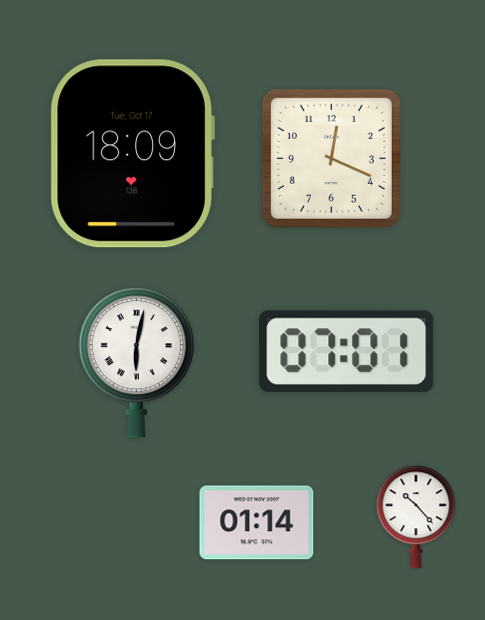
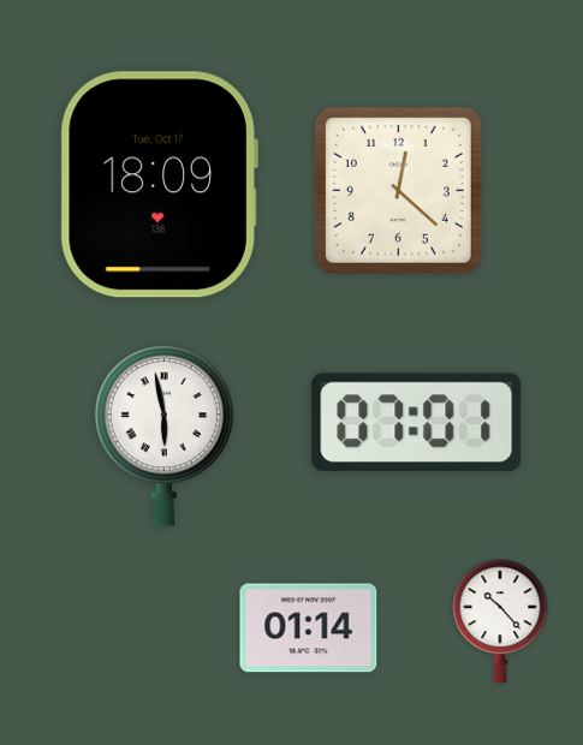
clock at (331, 158): 12:19 -> 12:22
clock at (136, 363): 6:02 -> 5:58
